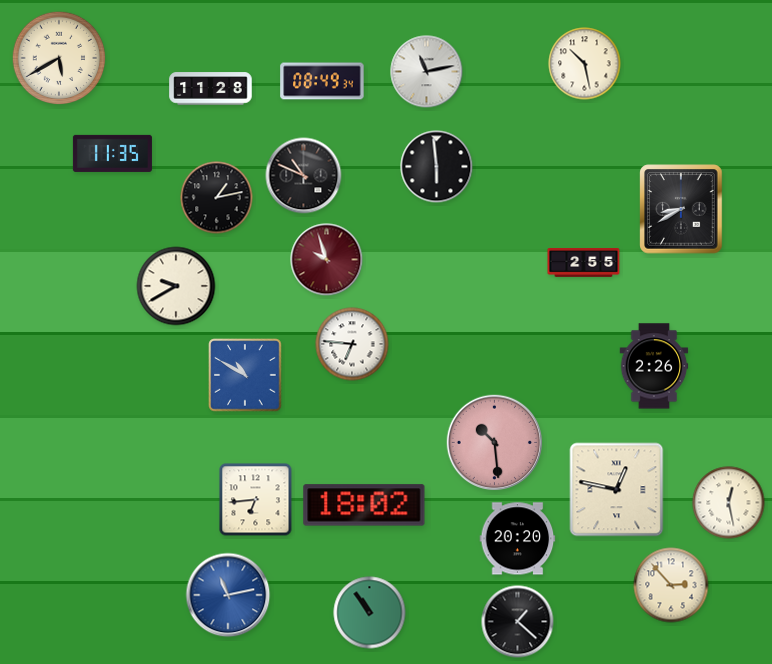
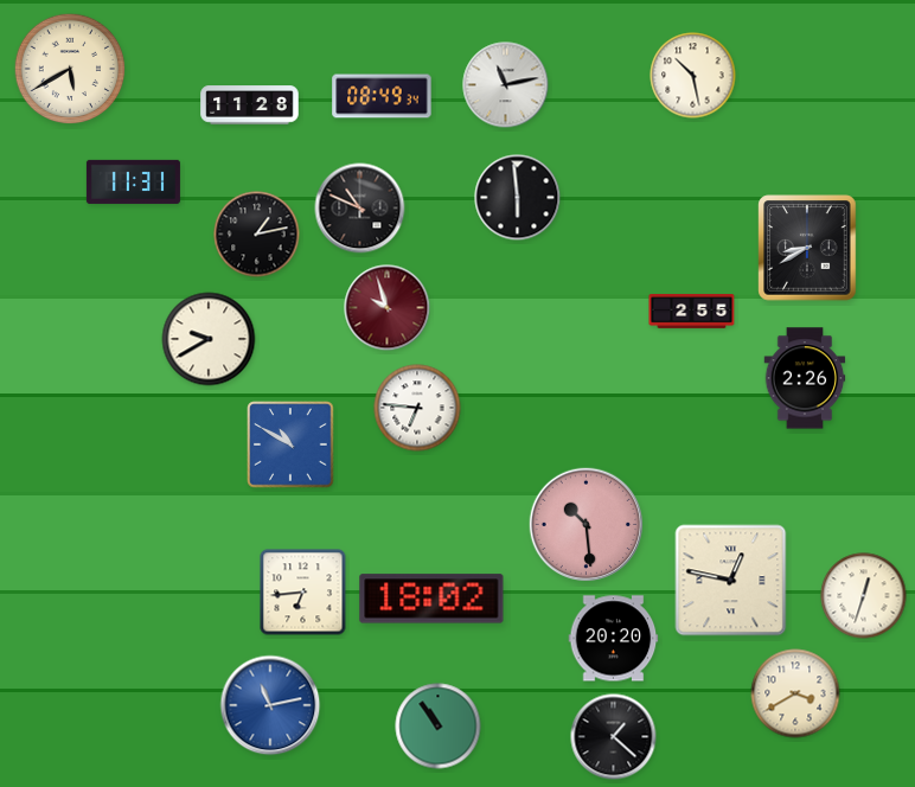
clock at (112, 153): 11:35 -> 11:31
clock at (654, 366) position: (654, 366) -> (805, 378)
clock at (729, 503): 12:28 -> 12:33
clock at (671, 585): 2:53 -> 3:40
